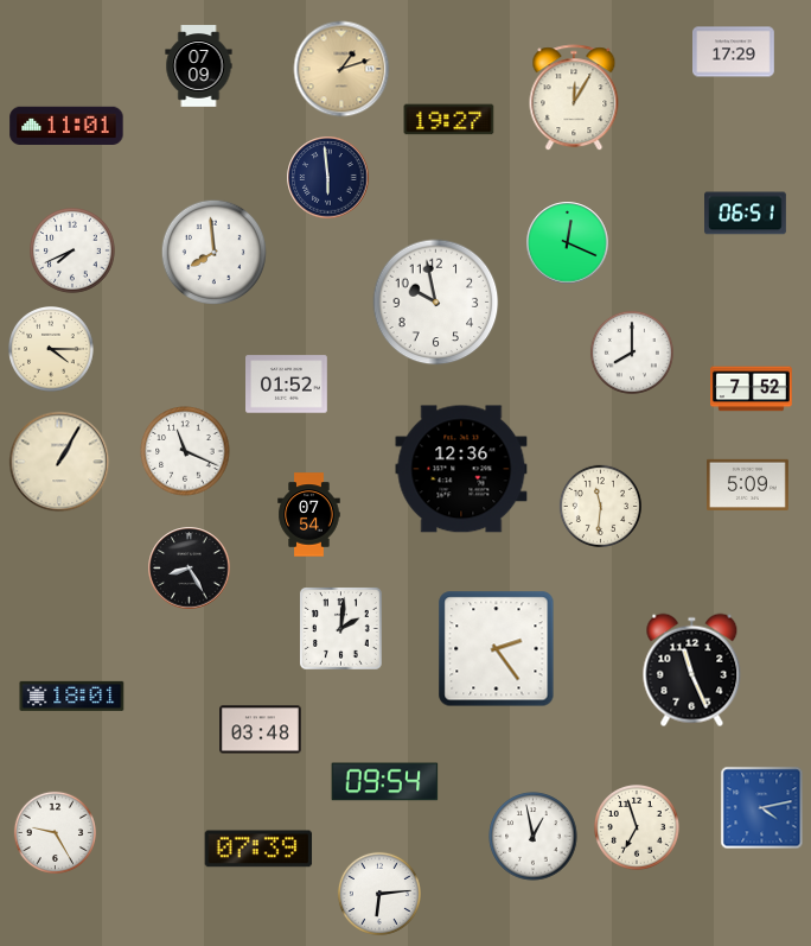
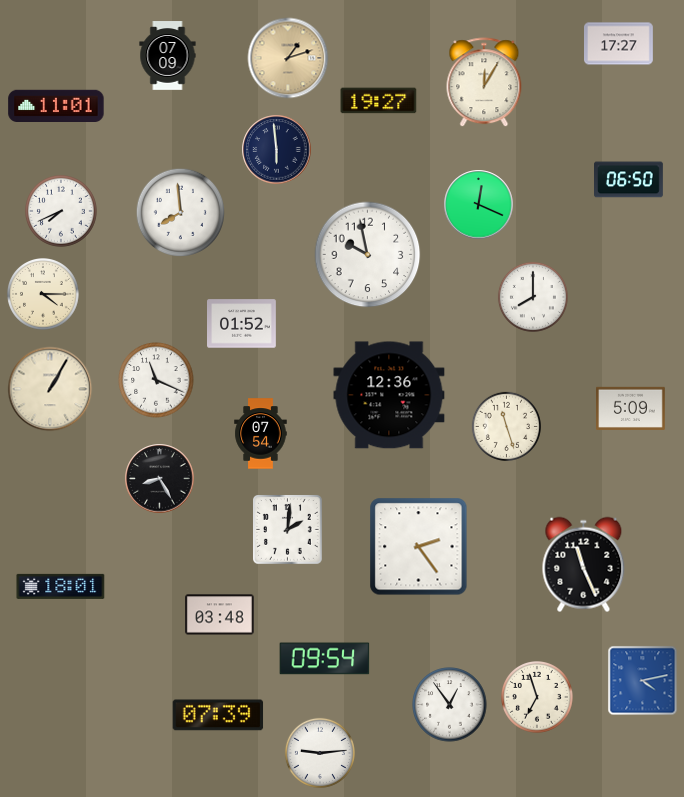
clock at (734, 52): 17:29 -> 17:27
clock at (746, 214): 06:51 -> 06:50
clock at (752, 389): 7:52 -> none
clock at (600, 506): 11:31 -> 11:27
clock at (55, 832): 9:25 -> none
clock at (534, 837): 12:58 -> 12:54
clock at (379, 894): 6:14 -> 9:14
